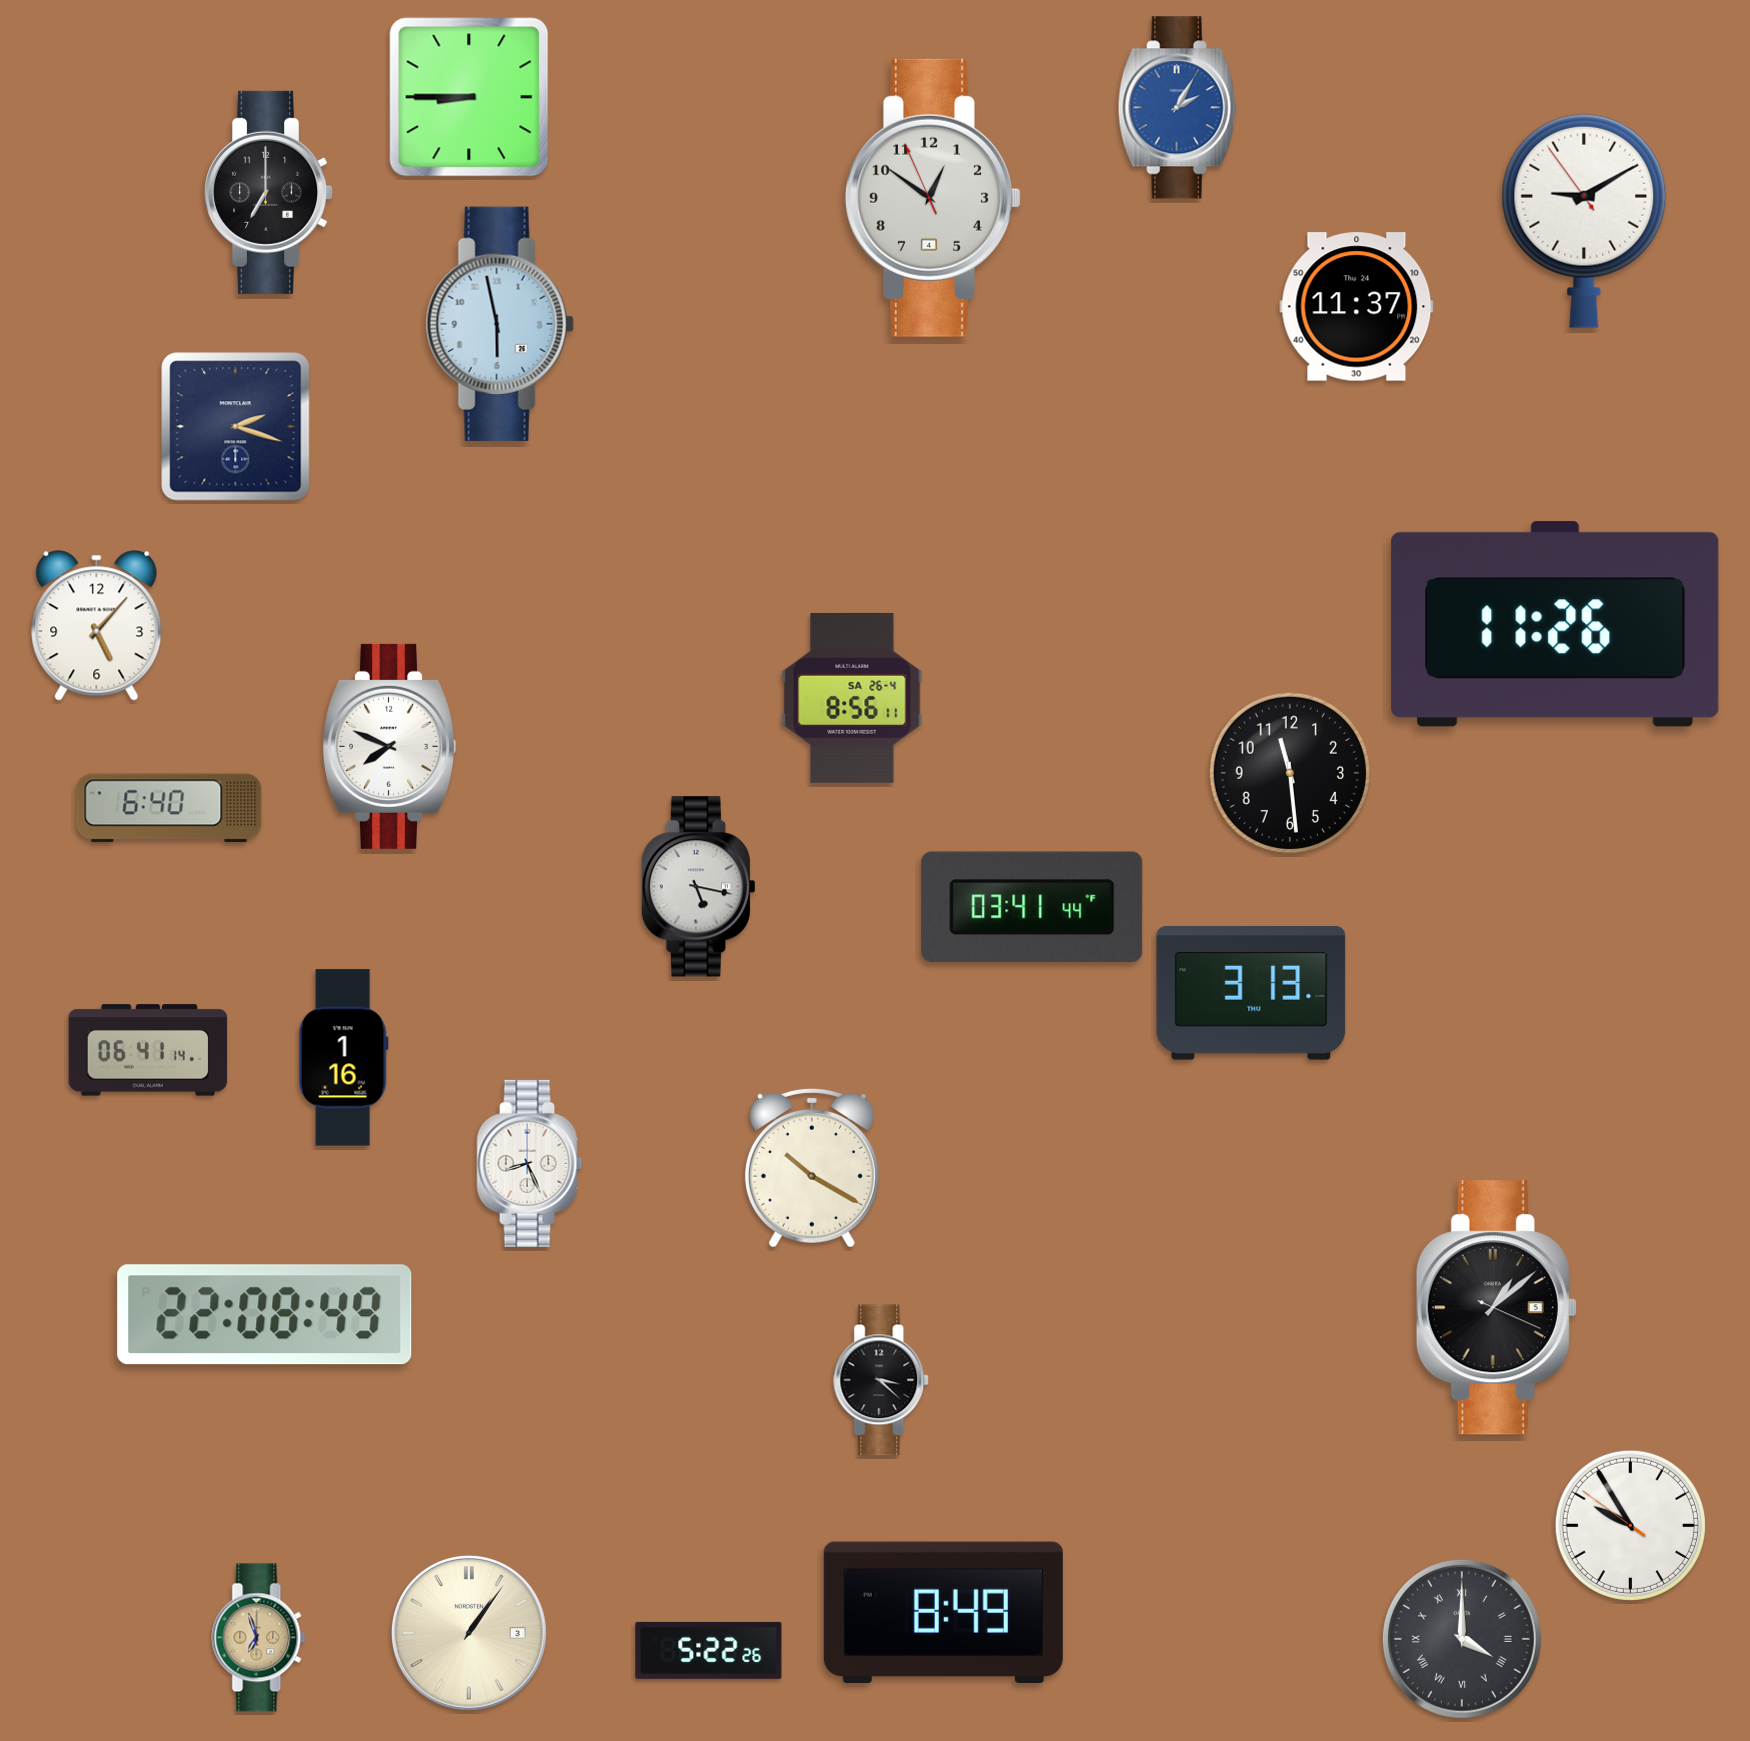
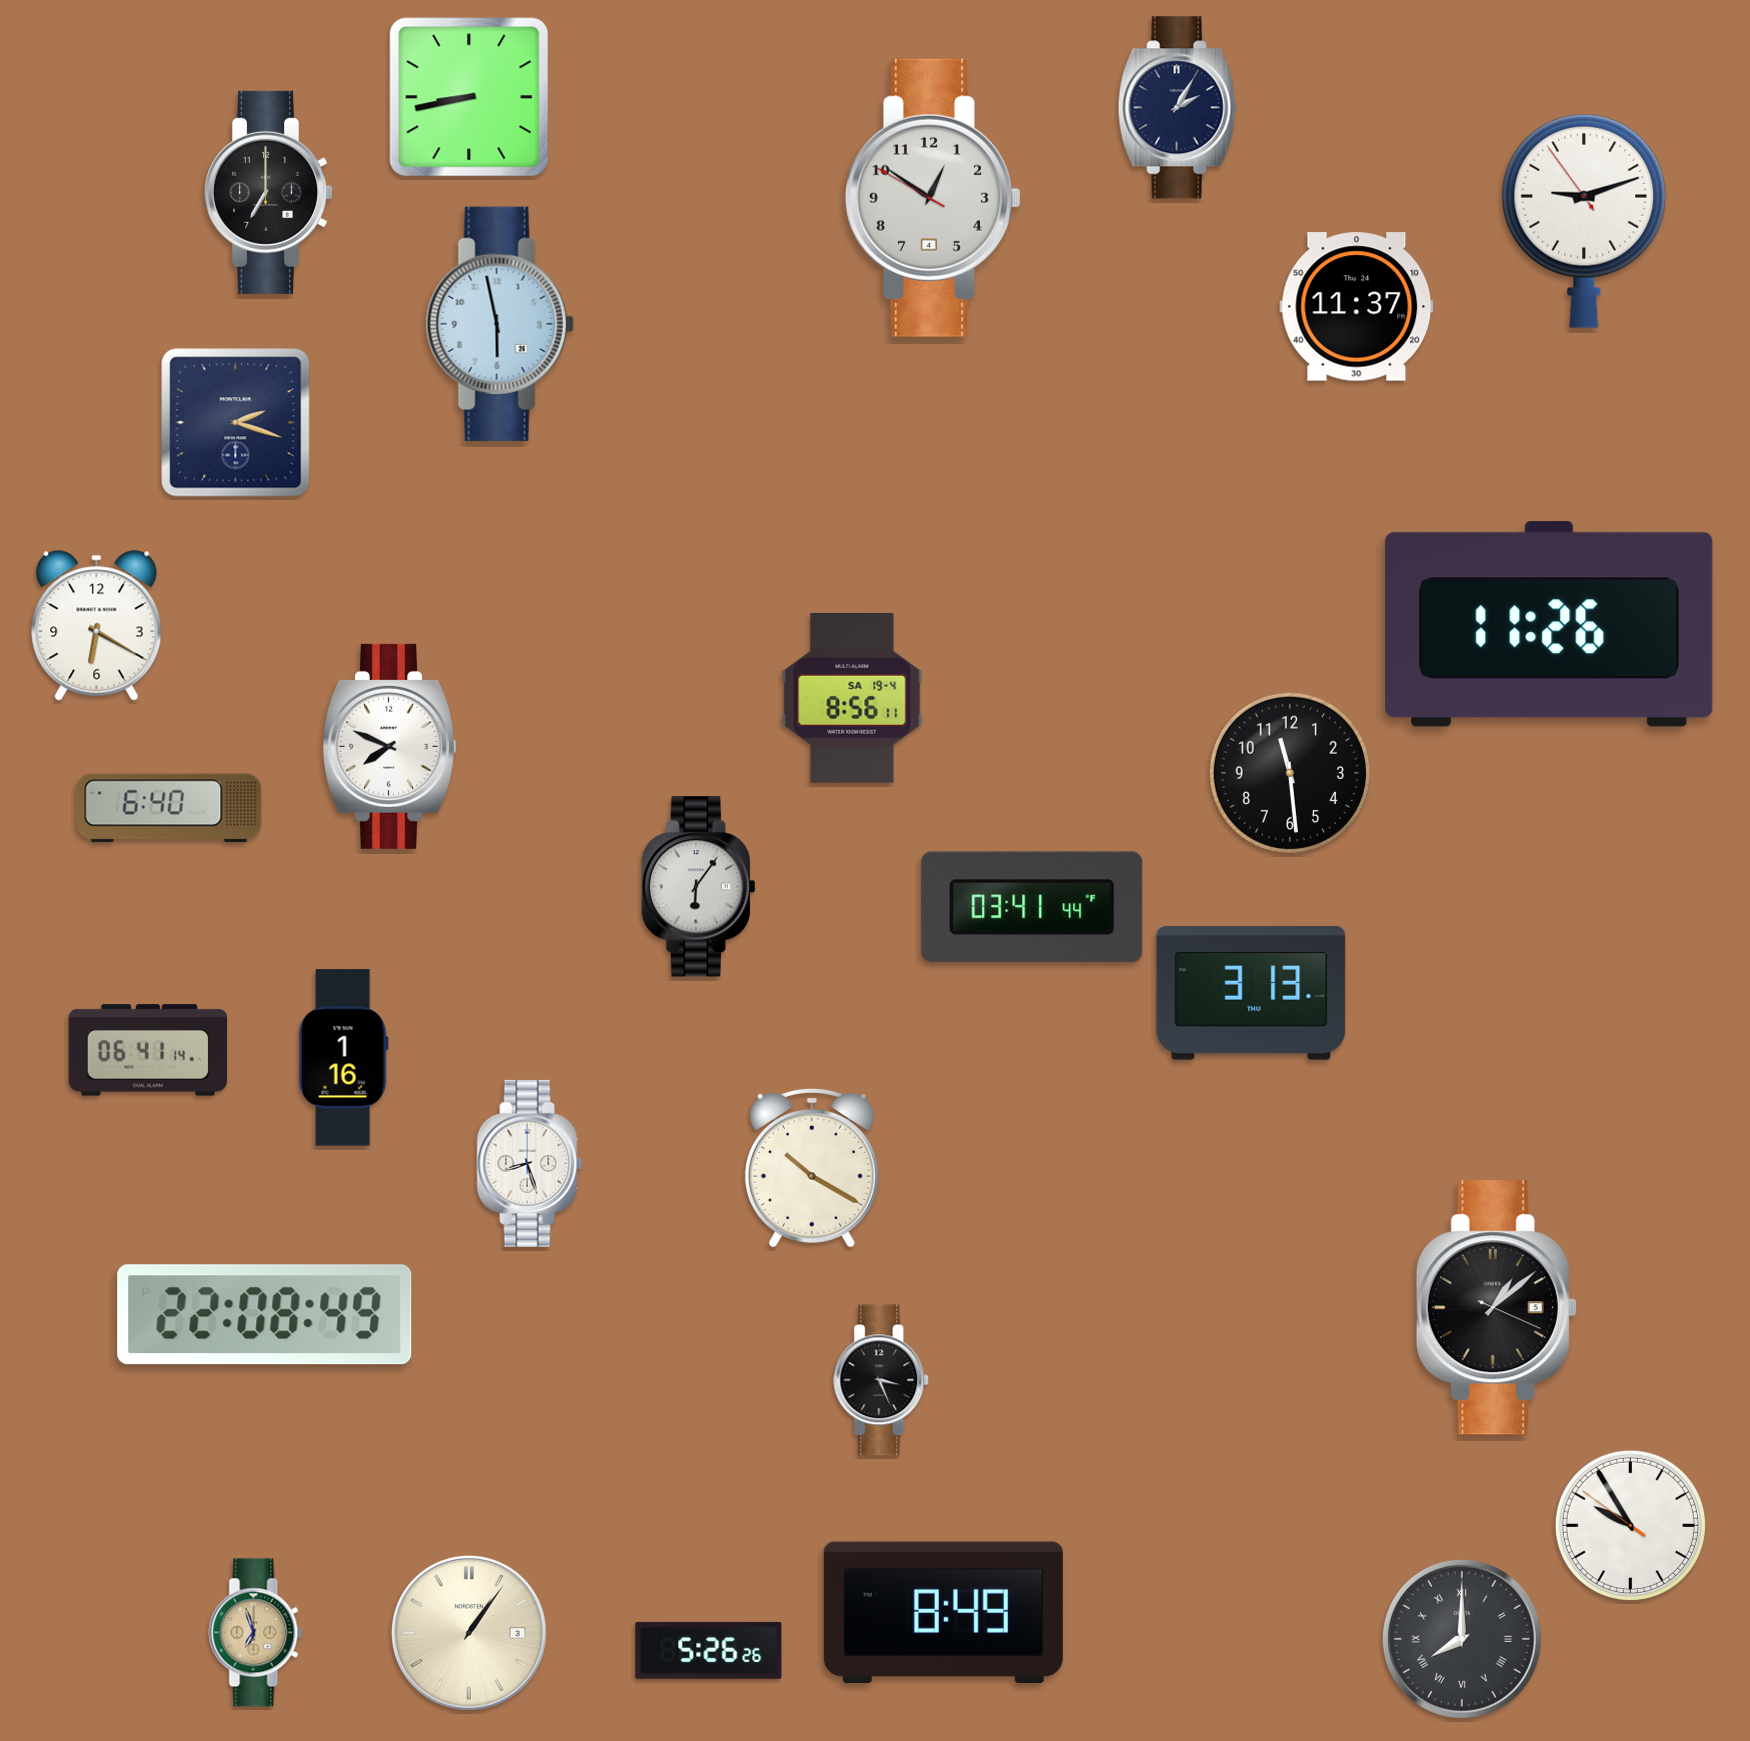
clock at (469, 97): 8:45 -> 8:43
clock at (1177, 108) dial: blue -> navy
clock at (933, 198): 12:50:56 -> 12:50:50
clock at (1584, 221): 9:09 -> 9:11
clock at (236, 427) position: (236, 427) -> (236, 423)
clock at (1555, 624) position: (1555, 624) -> (1549, 624)
clock at (97, 626): 5:07 -> 6:20
clock at (852, 698) date: SA 26-4 -> SA 19-4
clock at (698, 887): 5:17 -> 6:06
clock at (530, 1163): 8:26 -> 8:27
clock at (882, 1380): 3:22 -> 3:26
clock at (259, 1638) position: (259, 1638) -> (256, 1633)
clock at (1462, 1639): 4:00 -> 8:00
clock at (709, 1650): 5:22 -> 5:26
